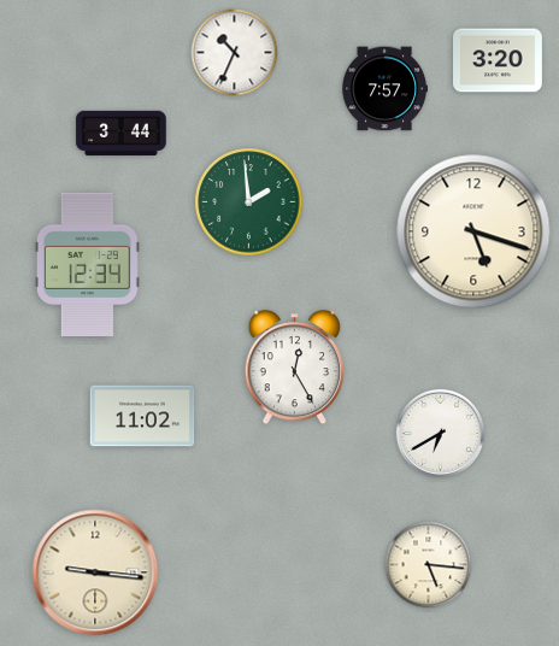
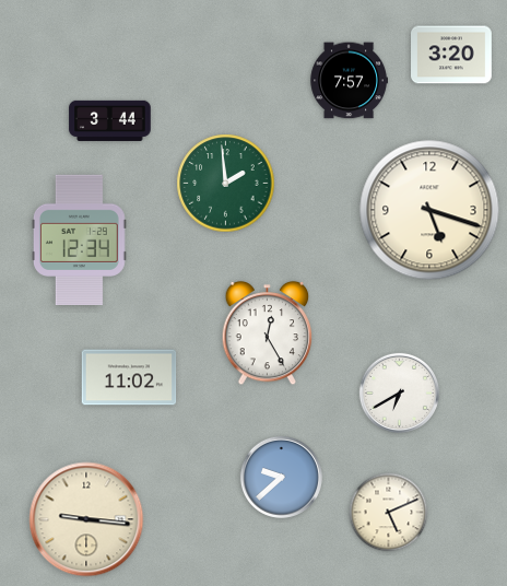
clock at (235, 53): 10:34 -> none
clock at (281, 477): none -> 9:38
clock at (429, 565): 5:16 -> 5:11
